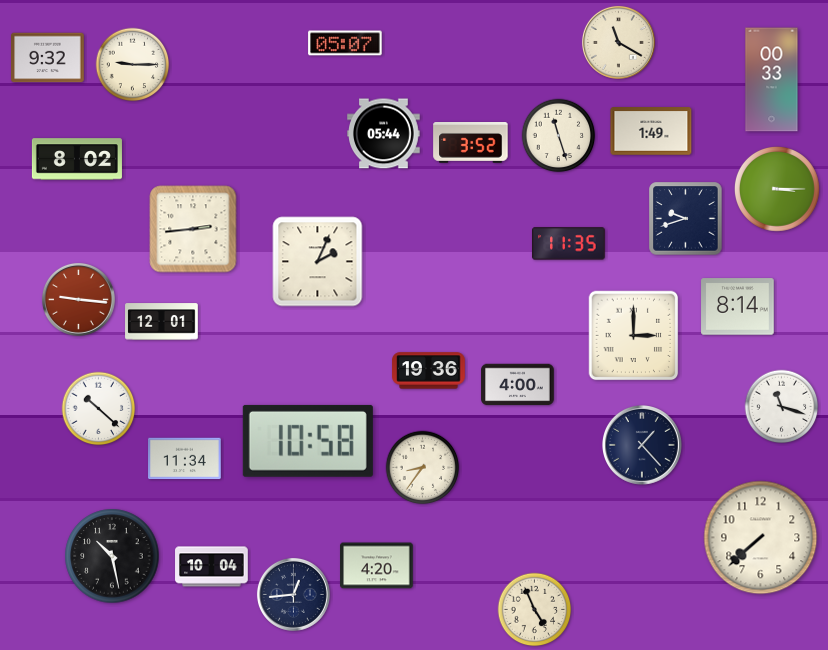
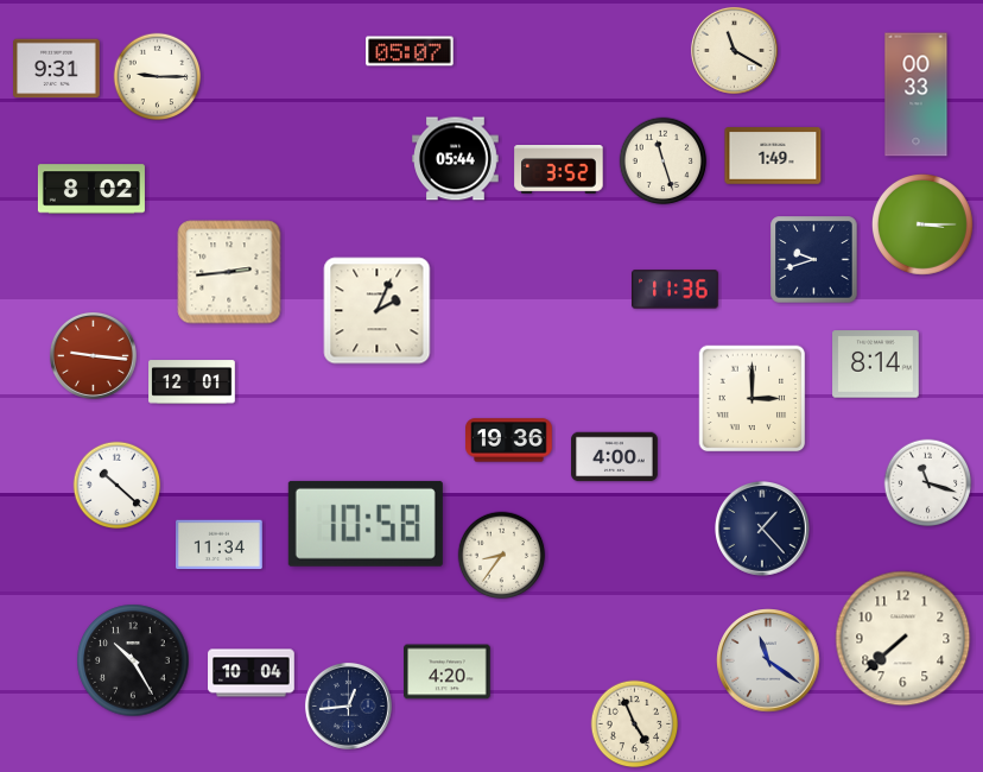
clock at (48, 58): 9:32 -> 9:31
clock at (569, 244): 11:35 -> 11:36
clock at (112, 556): 10:28 -> 10:25
clock at (768, 660): none -> 11:21
